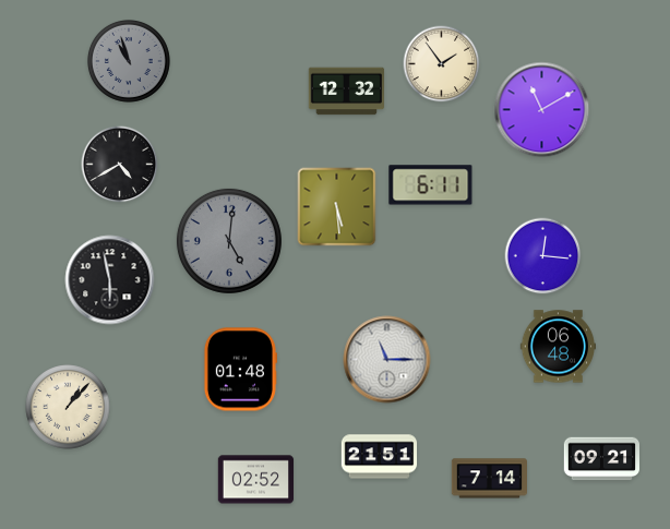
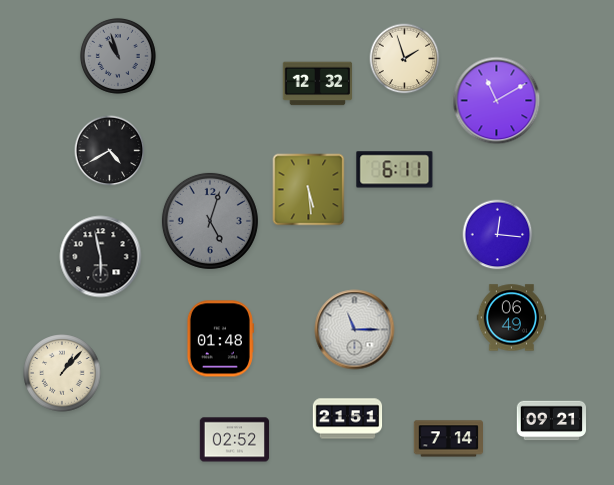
clock at (442, 64): 1:54 -> 1:57
clock at (229, 241): 5:01 -> 5:03
clock at (558, 347): 06:48 -> 06:49
